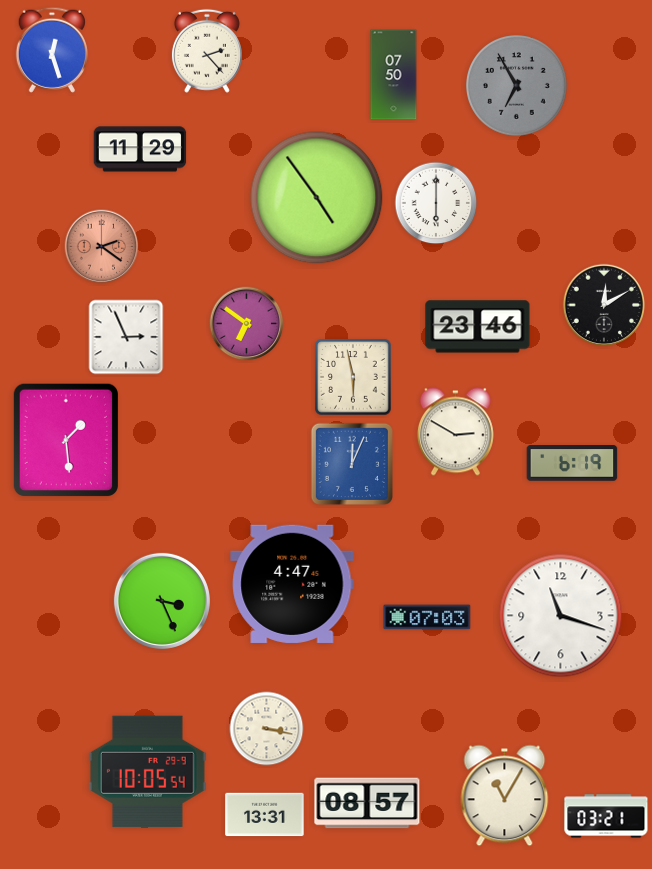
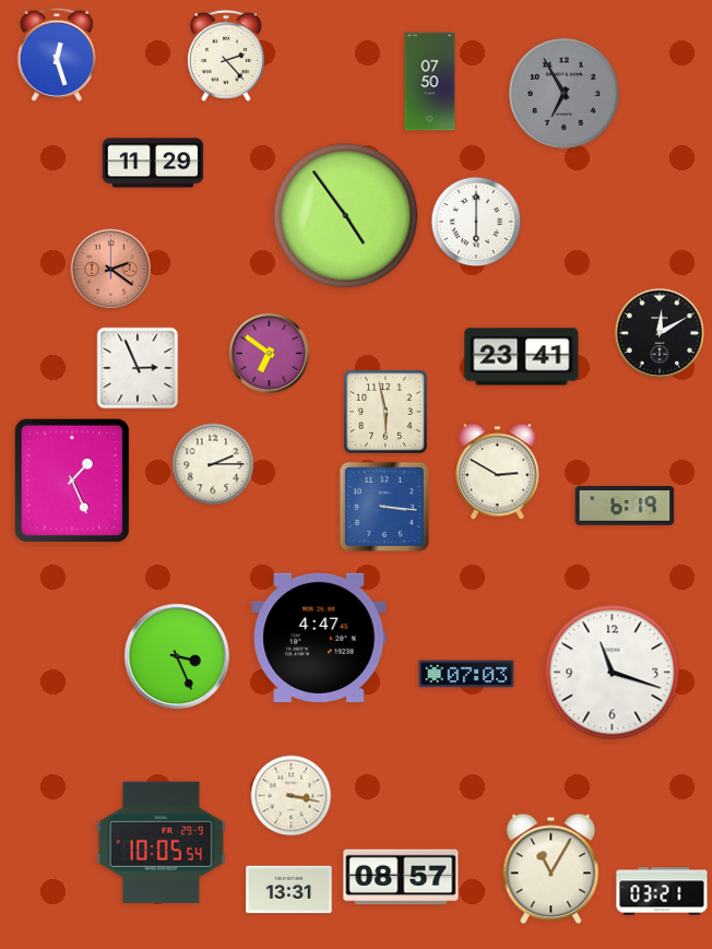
clock at (478, 327): 23:46 -> 23:41
clock at (213, 464): none -> 2:15
clock at (65, 439): 1:29 -> 1:26
clock at (352, 464): 12:04 -> 3:16
